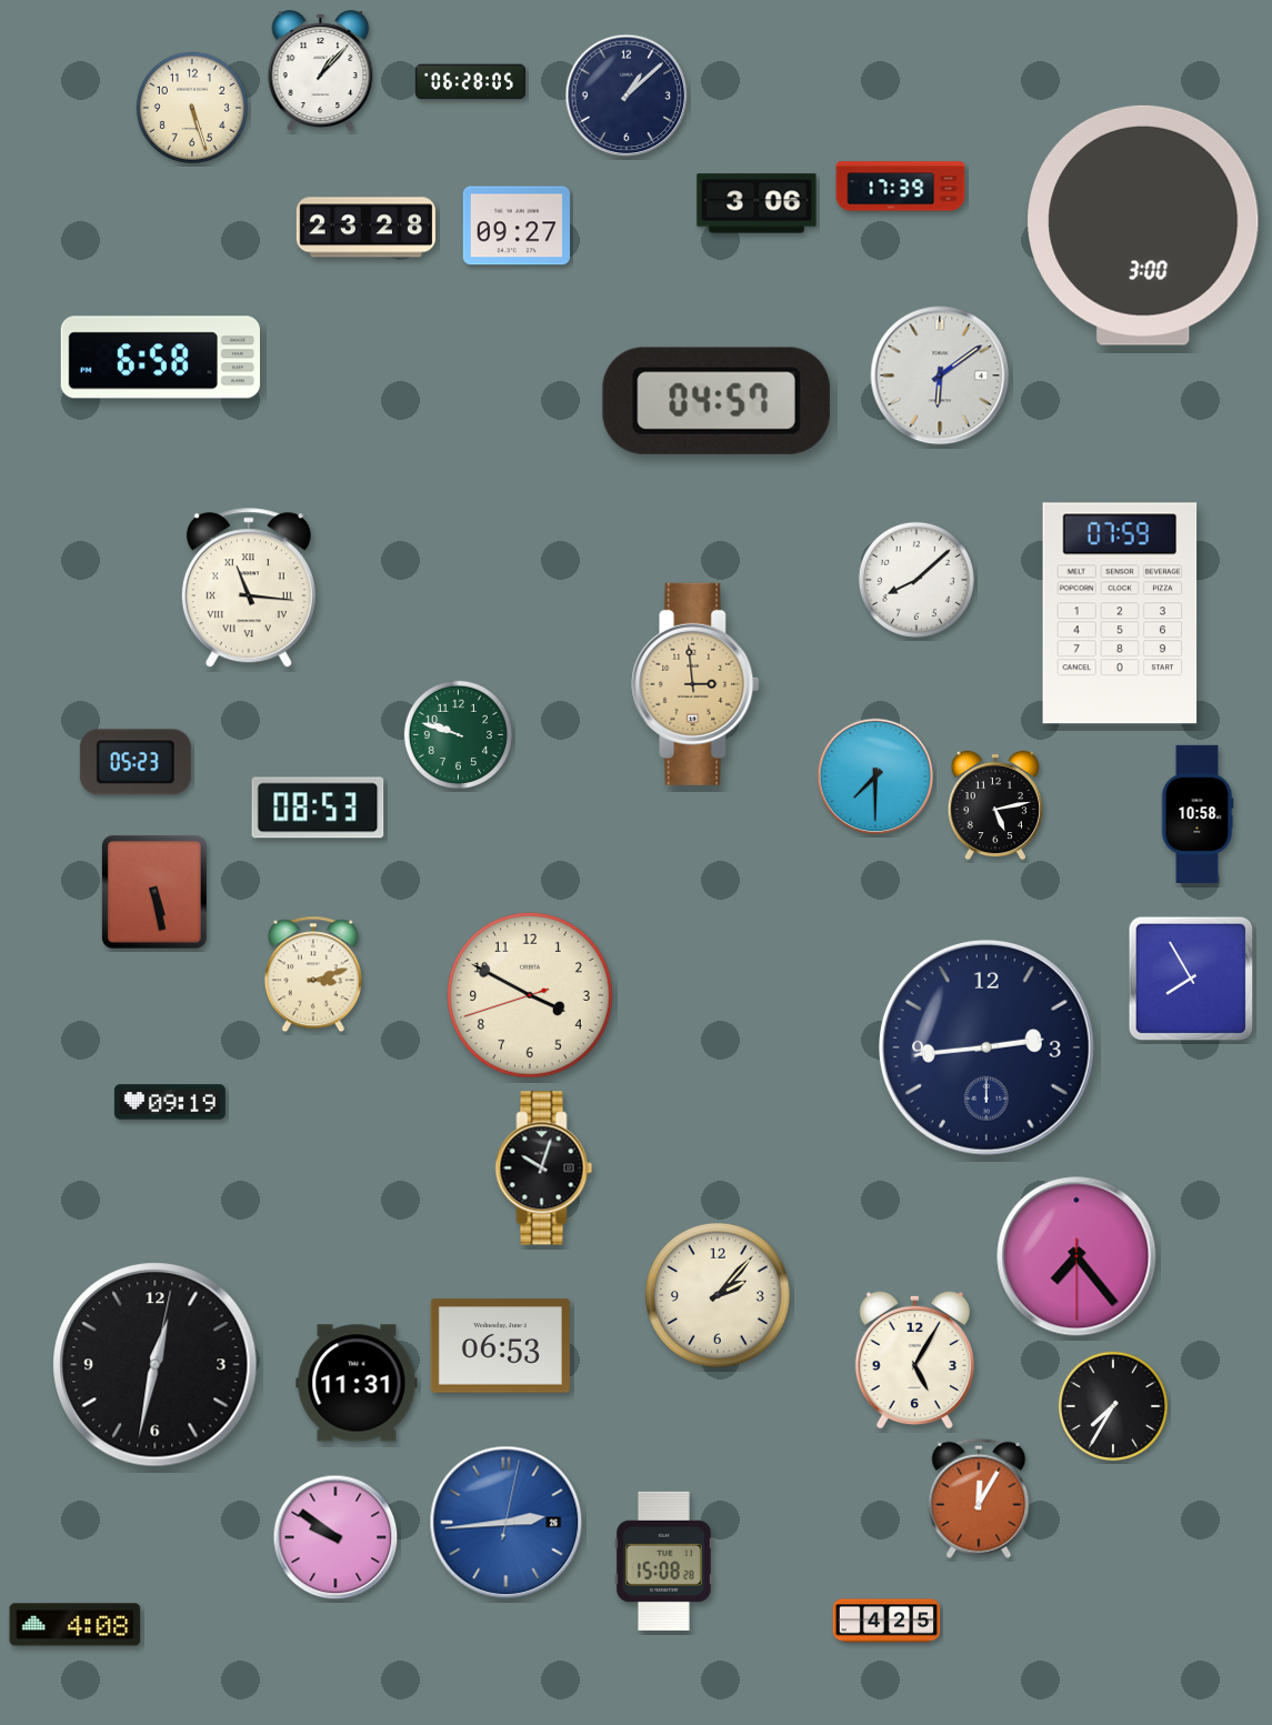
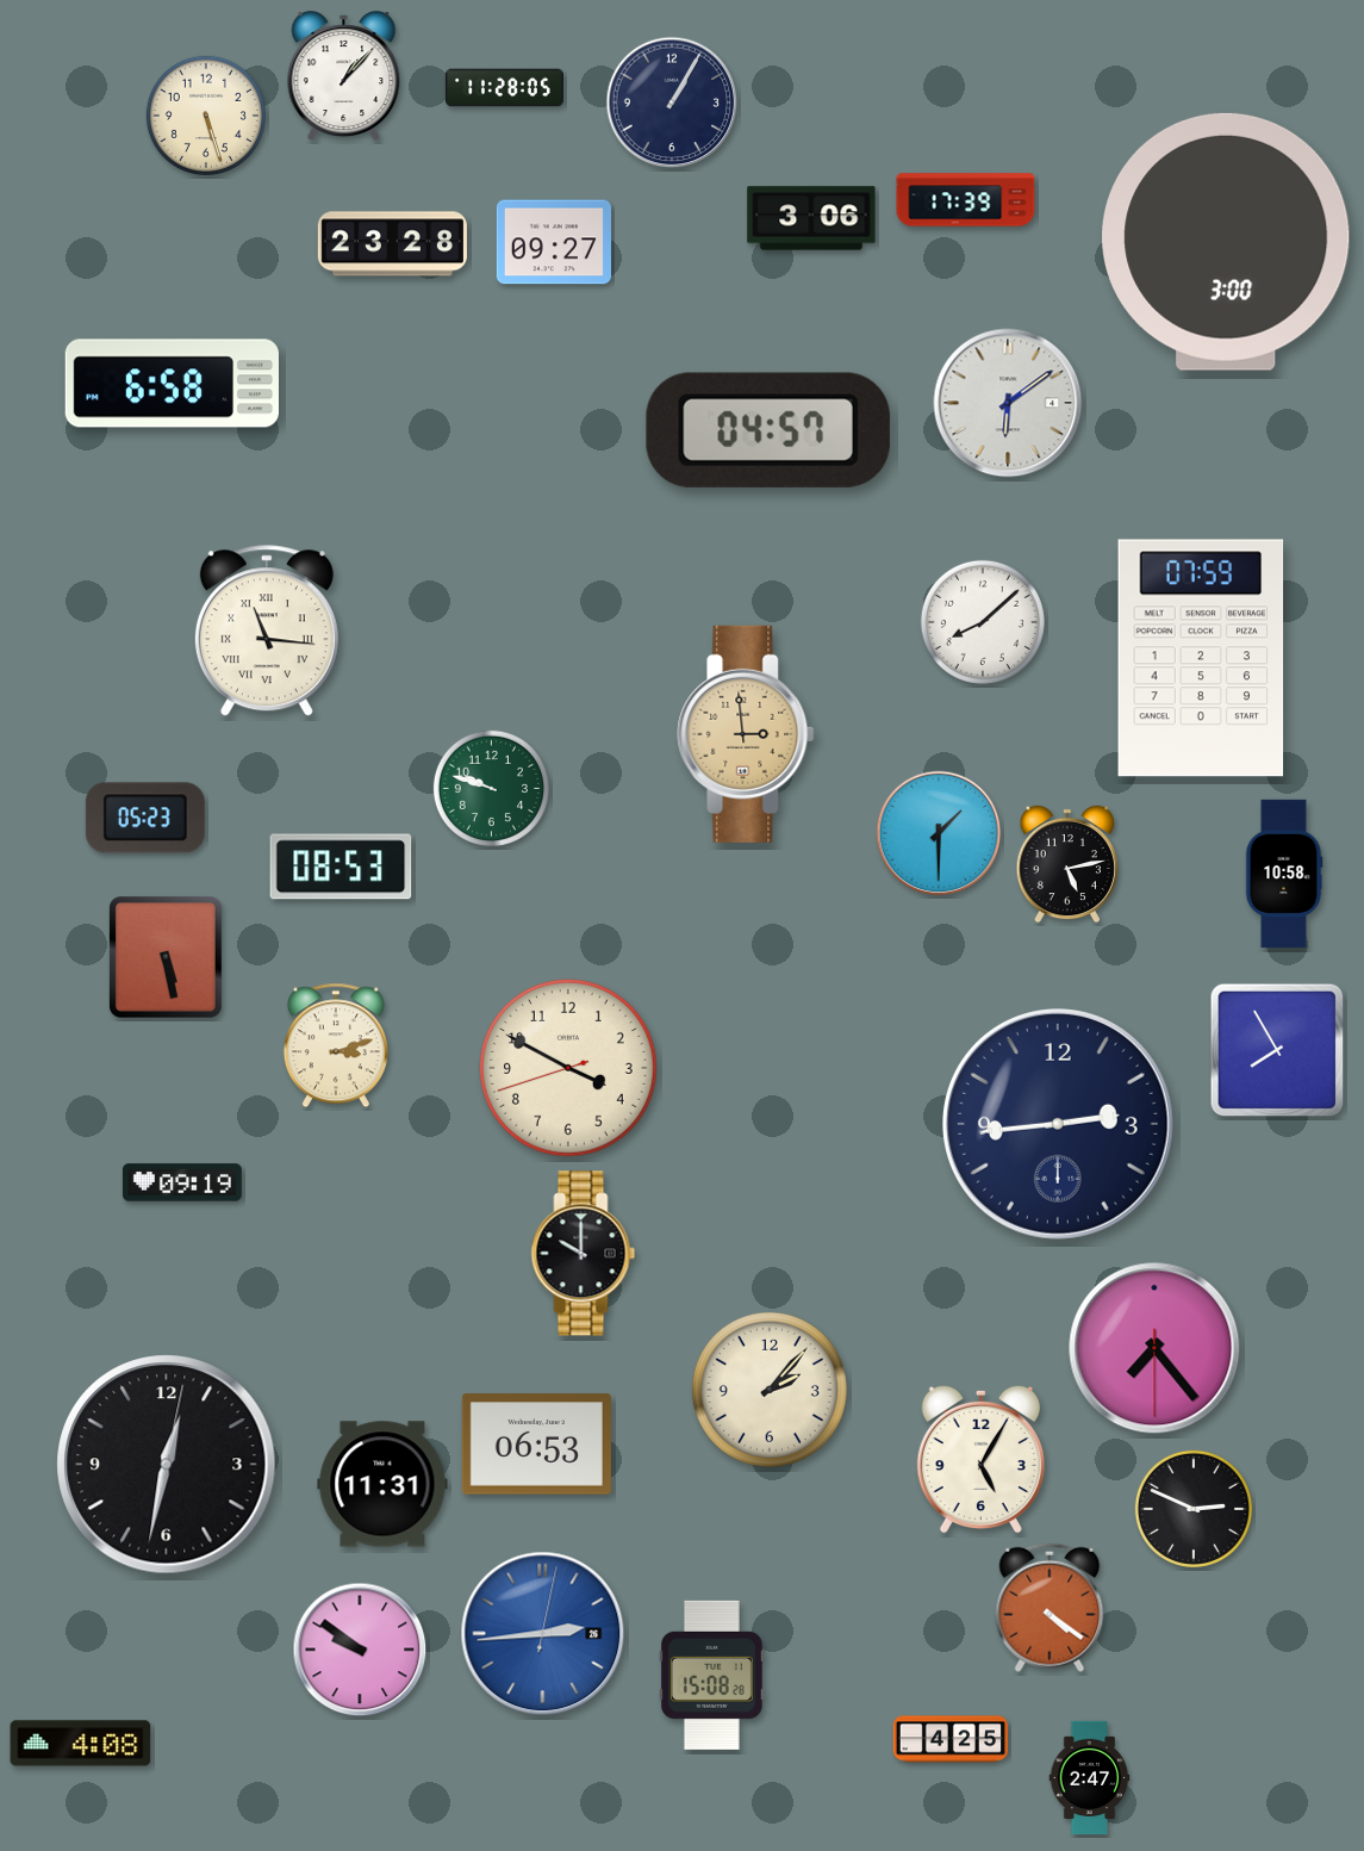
clock at (470, 82): 06:28 -> 11:28
clock at (627, 96): 1:08 -> 1:05
clock at (875, 776): 7:30 -> 1:30
clock at (544, 1169): 10:03 -> 10:00
clock at (1113, 1406): 7:35 -> 2:49
clock at (979, 1498): 12:05 -> 4:21
clock at (1090, 1778): none -> 2:47
